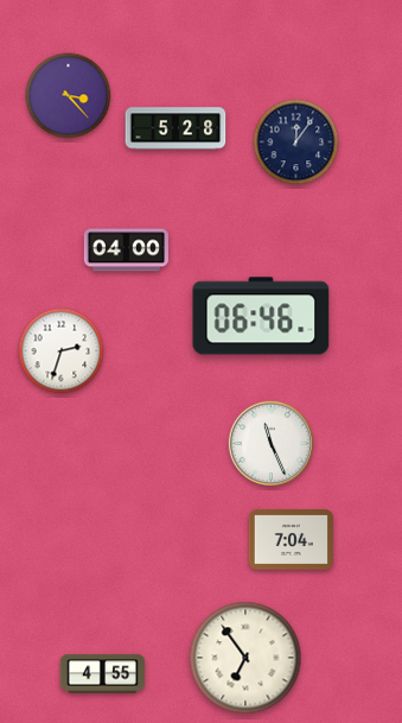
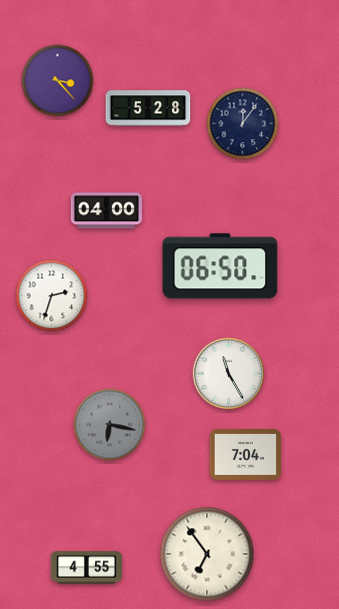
clock at (296, 142) position: (296, 142) -> (243, 124)
clock at (261, 316): 06:46 -> 06:50
clock at (270, 443): 11:26 -> 11:25
clock at (110, 425): none -> 6:17
